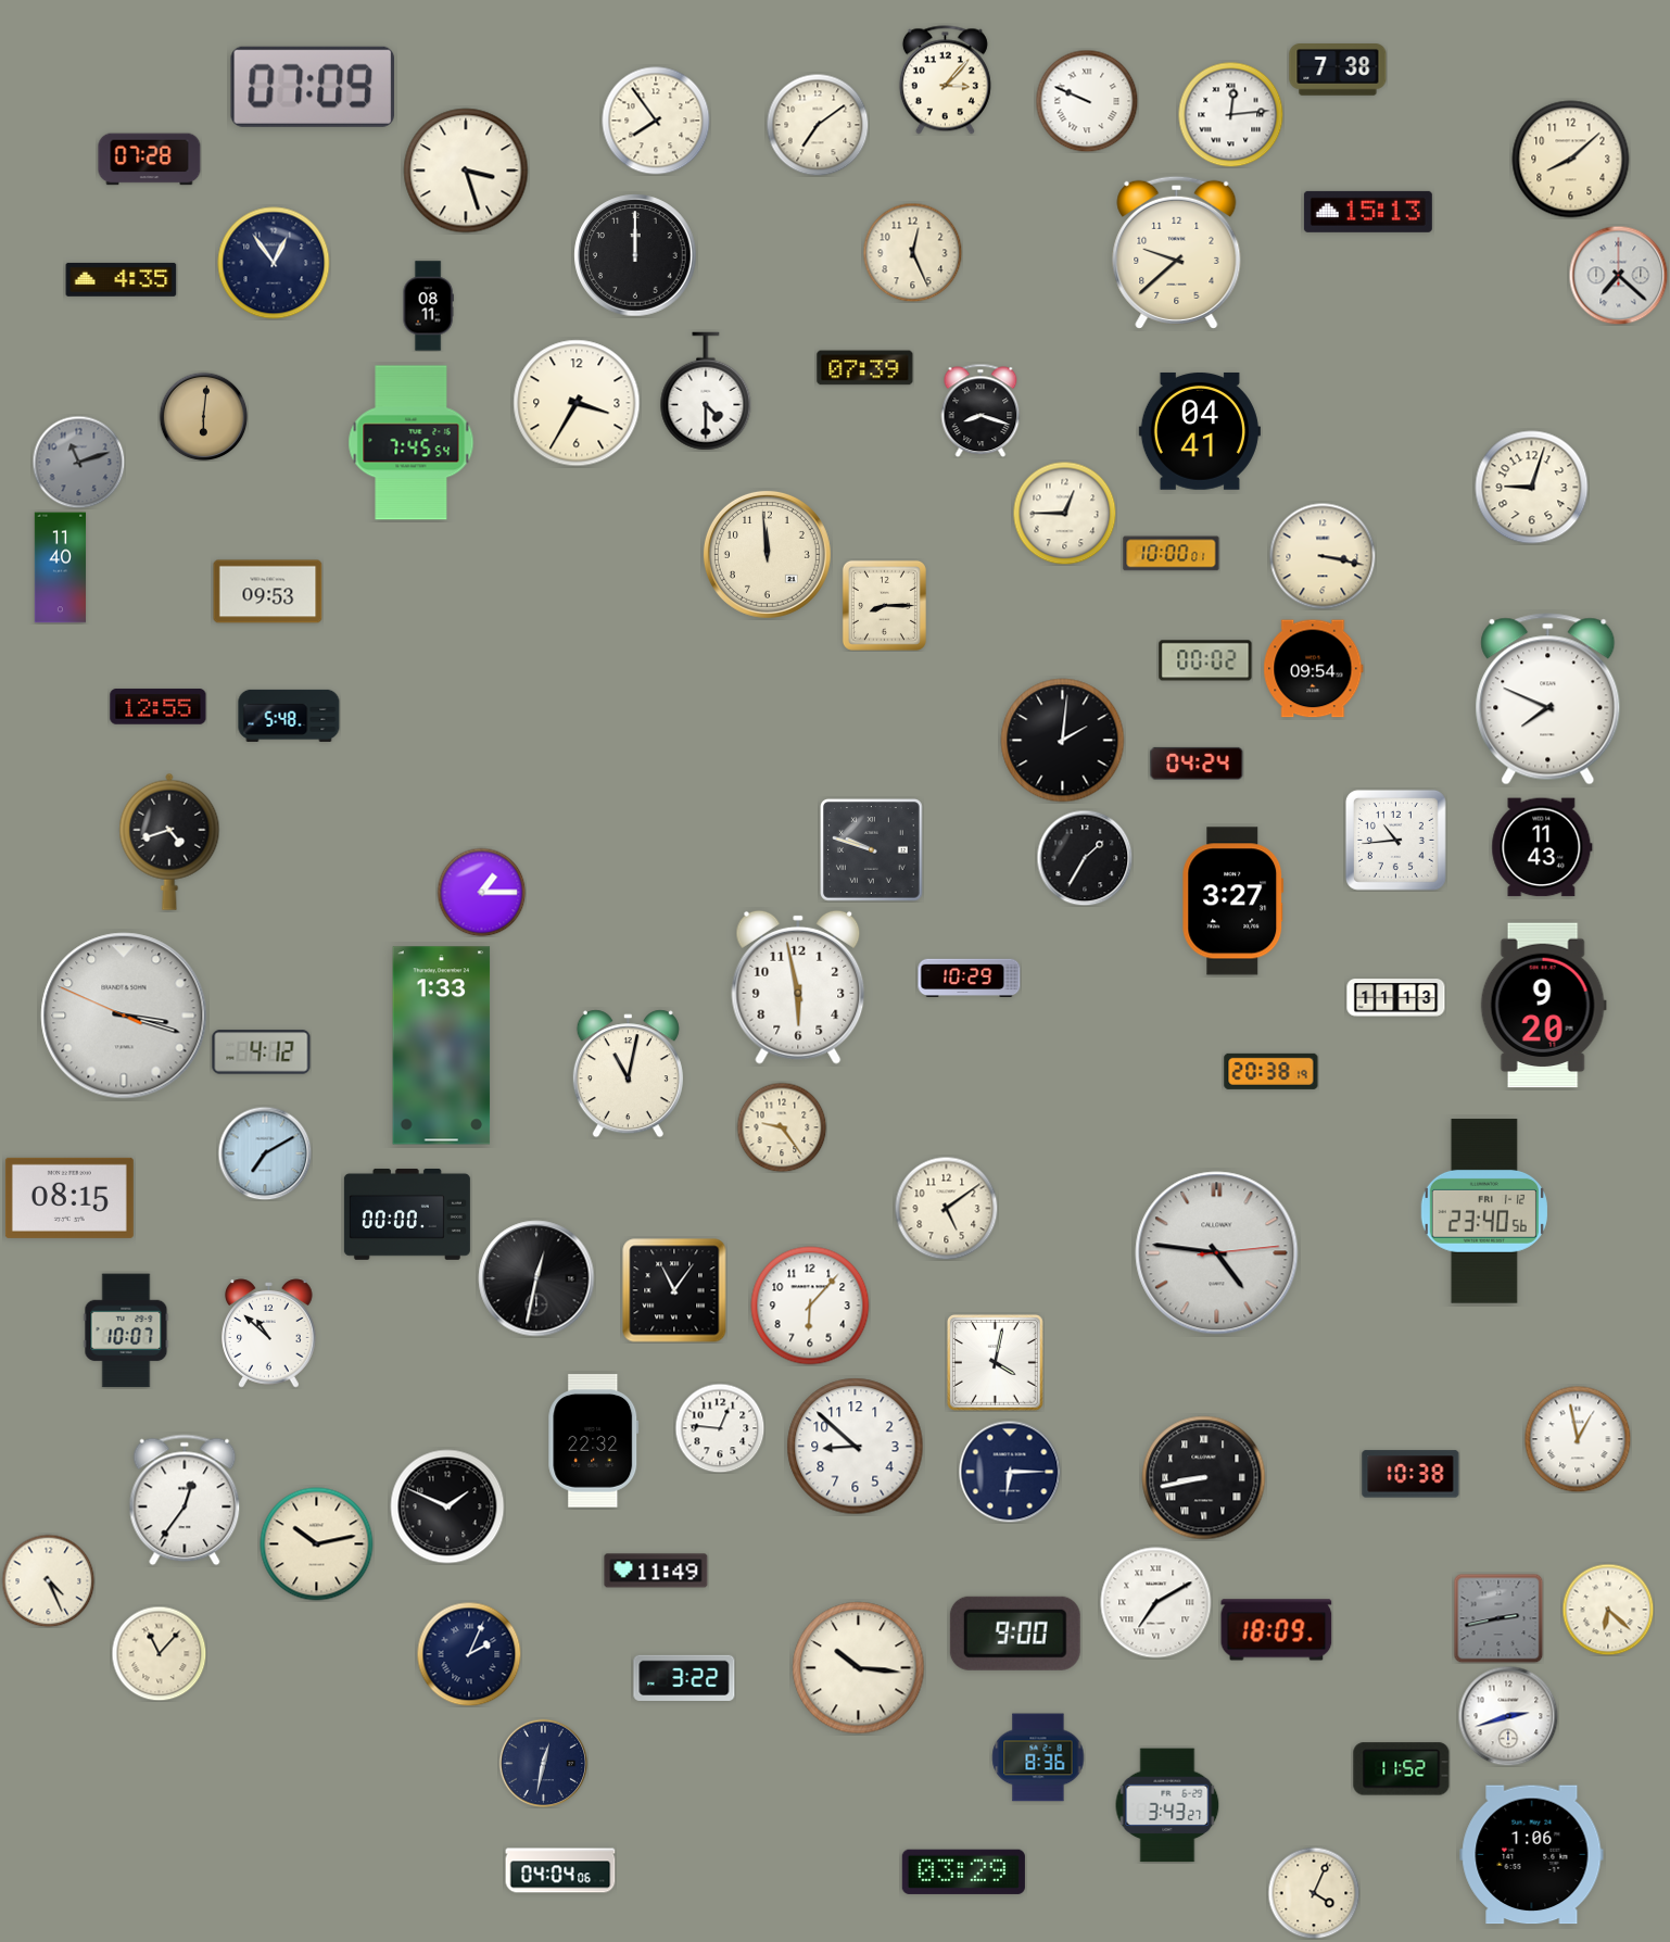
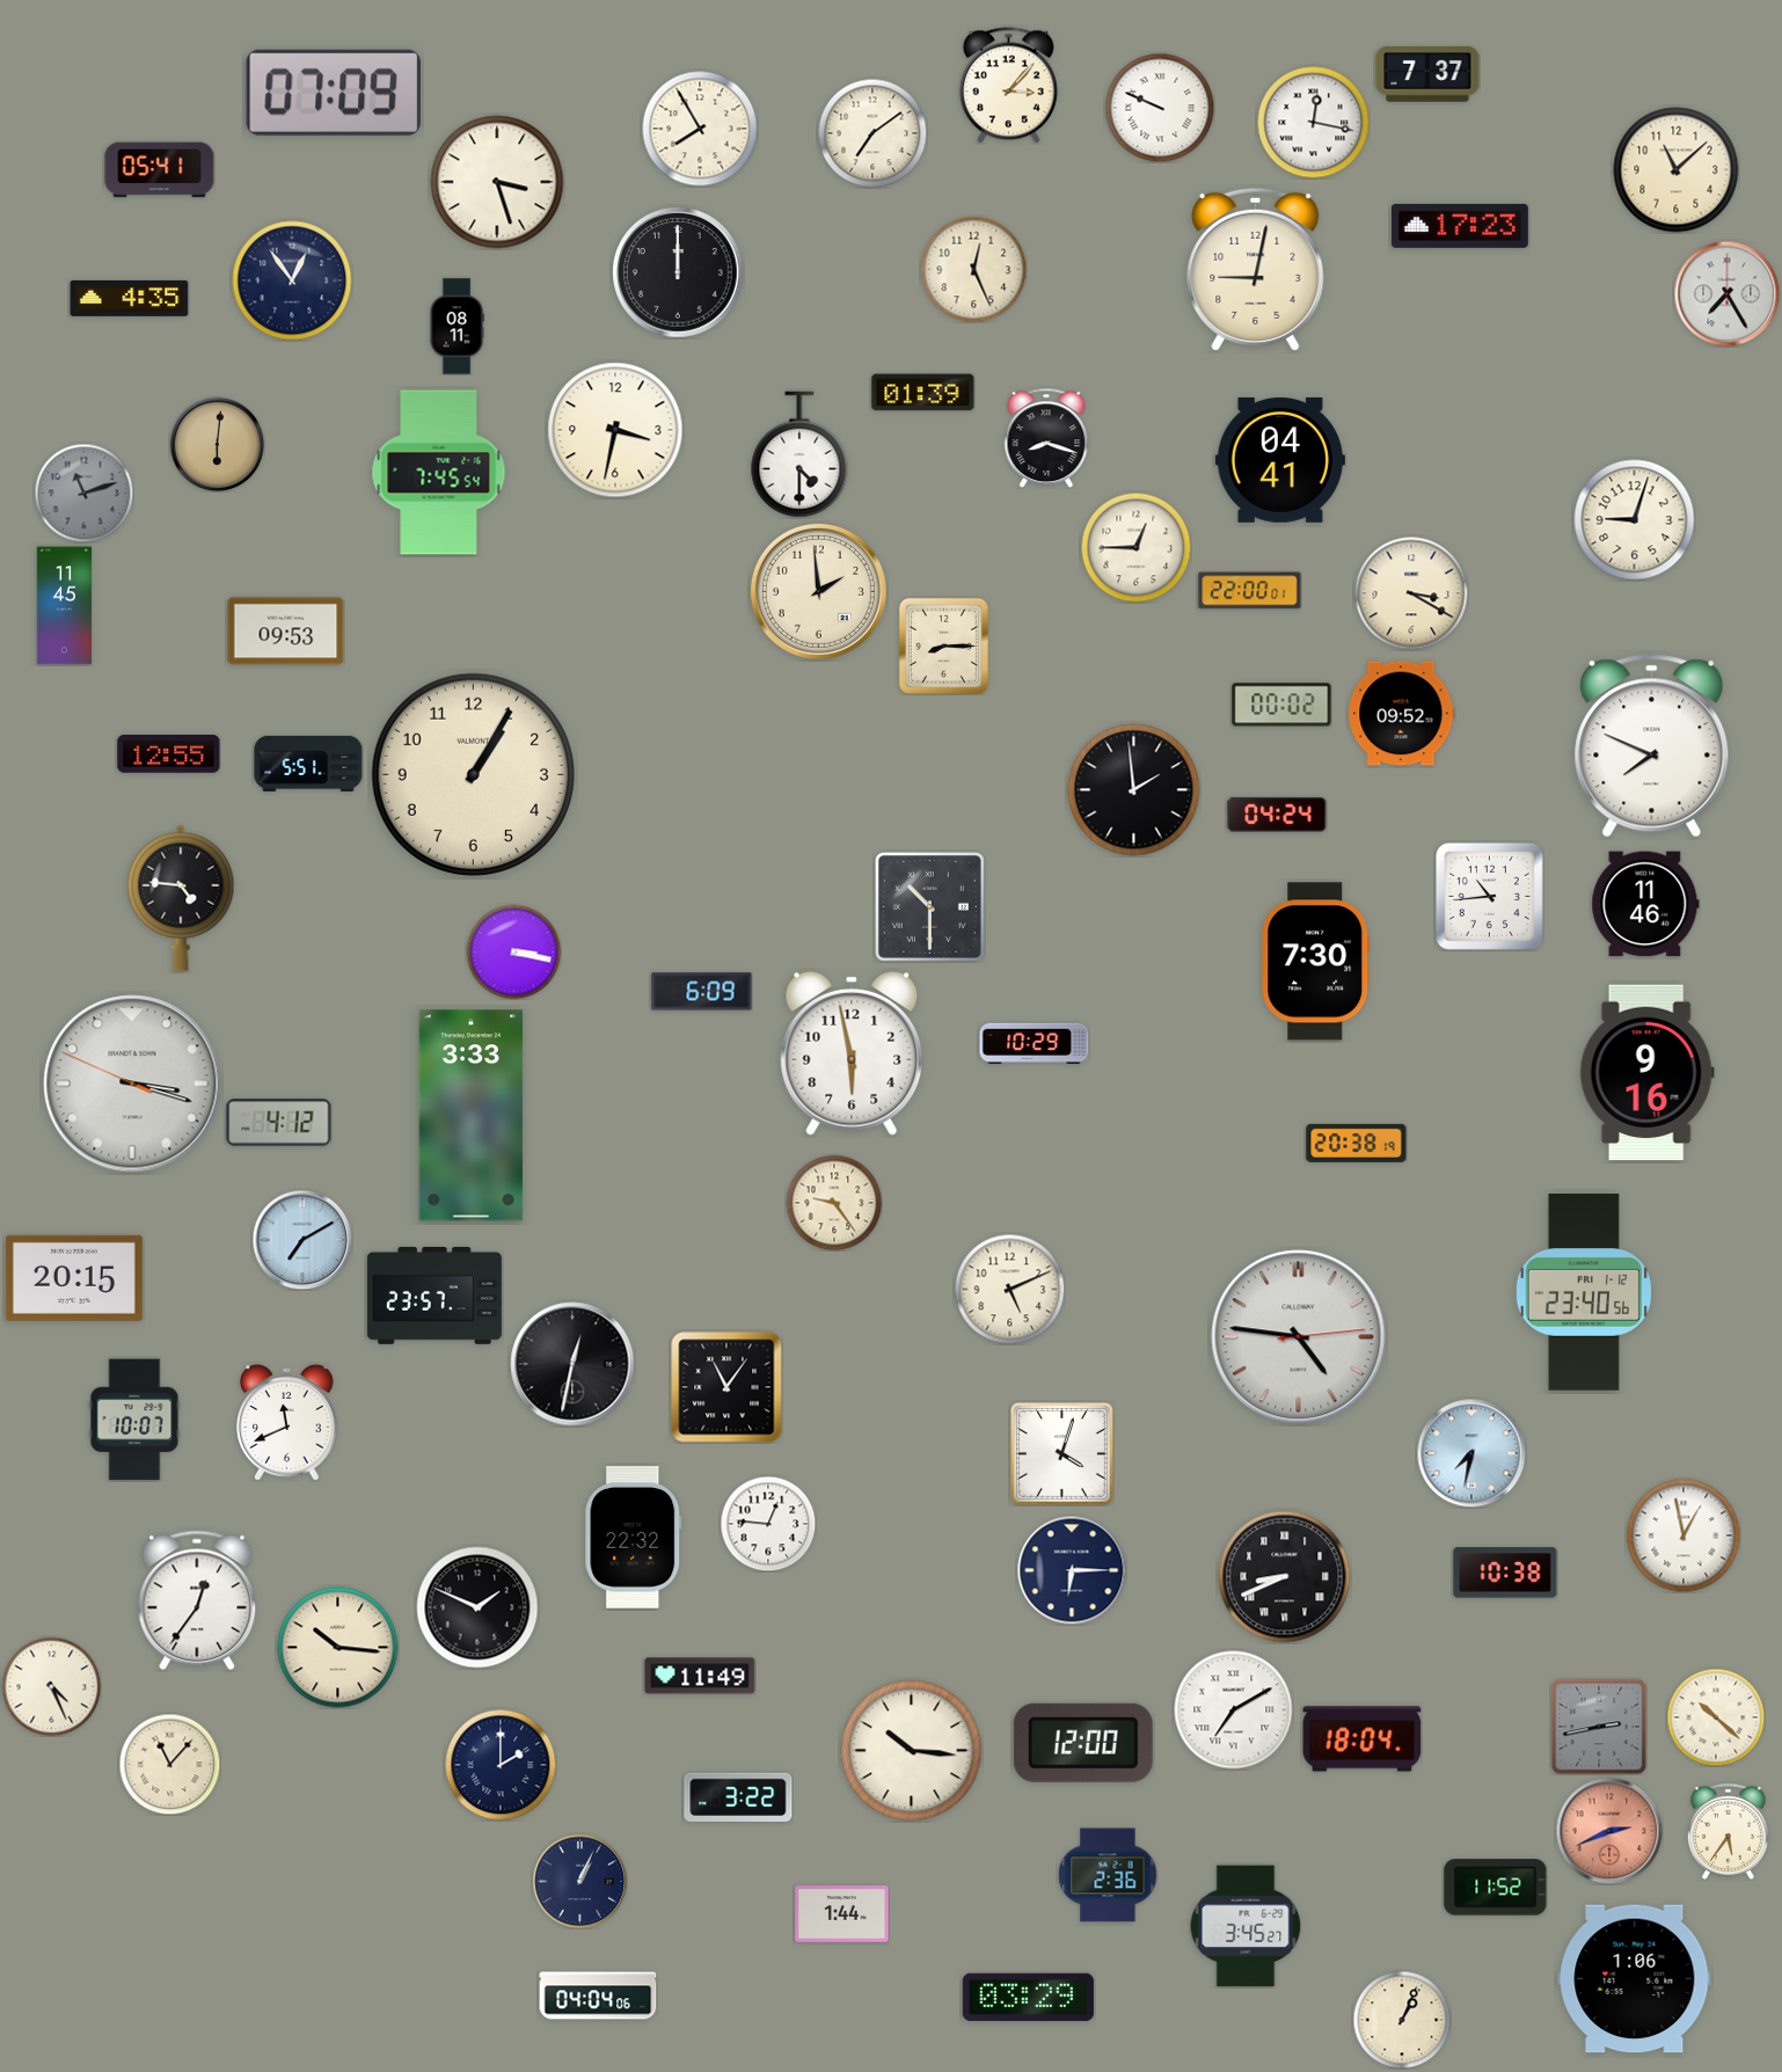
clock at (1338, 70): 7:38 -> 7:37
clock at (1230, 114): 12:14 -> 12:17
clock at (656, 121): 7:54 -> 7:55
clock at (150, 160): 07:28 -> 05:41
clock at (1571, 160): 8:08 -> 11:08
clock at (1368, 212): 15:13 -> 17:23
clock at (1177, 252): 9:38 -> 9:02
clock at (1618, 275): 7:22 -> 7:25
clock at (865, 368): 07:39 -> 01:39
clock at (706, 391) position: (706, 391) -> (799, 454)
clock at (577, 403): 3:35 -> 3:32
clock at (767, 554): 11:59 -> 1:59
clock at (1172, 554): 10:00 -> 22:00
clock at (1323, 556): 3:17 -> 3:20
clock at (61, 568): 11:40 -> 11:45
clock at (1205, 660) position: (1205, 660) -> (1281, 705)
clock at (1314, 669): 09:54 -> 09:52
clock at (289, 716): 5:48 -> 5:51
clock at (473, 774): none -> 1:05
clock at (1063, 741): 2:01 -> 1:59
clock at (169, 842): 4:42 -> 4:46
clock at (1542, 847): 11:43 -> 11:46
clock at (872, 850): 9:48 -> 10:30
clock at (1085, 858): 1:35 -> none
clock at (481, 892): 1:15 -> 3:17
clock at (1233, 901): 3:27 -> 7:30
clock at (702, 992): none -> 6:09
clock at (1396, 998): 11:13 -> none
clock at (1543, 1006): 9:20 -> 9:16
clock at (442, 1046): 1:33 -> 3:33
clock at (628, 1074): 11:02 -> none
clock at (265, 1153) position: (265, 1153) -> (302, 1240)
clock at (69, 1198): 08:15 -> 20:15
clock at (946, 1208): 5:09 -> 5:11
clock at (407, 1214): 00:00 -> 23:57
clock at (674, 1290) position: (674, 1290) -> (726, 1387)
clock at (810, 1306): 6:07 -> none
clock at (269, 1334): 10:52 -> 11:41
clock at (995, 1362): 4:02 -> 4:03
clock at (1471, 1453): none -> 7:32
clock at (856, 1447): 8:52 -> none
clock at (1010, 1472) position: (1010, 1472) -> (1072, 1570)
clock at (1204, 1478): 8:43 -> 8:41
clock at (317, 1544): 10:13 -> 10:16
clock at (1608, 1610): 6:22 -> 10:22
clock at (1277, 1630): 18:09 -> 18:04
clock at (1015, 1634): 9:00 -> 12:00
clock at (469, 1654): 2:04 -> 2:00
clock at (859, 1668) position: (859, 1668) -> (912, 1751)
clock at (684, 1678) position: (684, 1678) -> (738, 1797)
clock at (1508, 1716): 2:42 -> 2:41
clock at (1508, 1716) dial: white -> salmon
clock at (1728, 1831): none -> 5:36
clock at (1038, 1757): 8:36 -> 2:36
clock at (543, 1763): 12:32 -> 1:04
clock at (842, 1914): none -> 1:44
clock at (1167, 1805): 3:43 -> 3:45
clock at (1314, 1893): 4:04 -> 1:04
